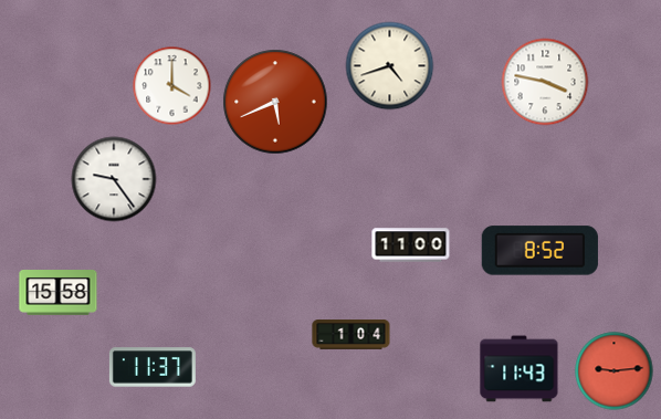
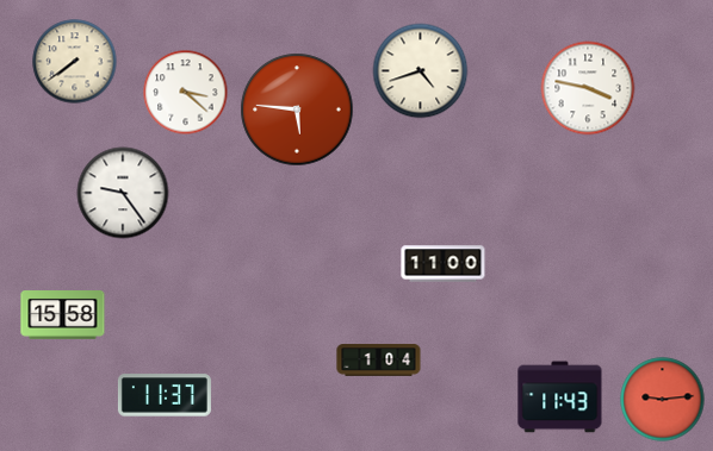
clock at (75, 62): none -> 7:39
clock at (172, 86): 4:00 -> 3:22
clock at (275, 102): 5:41 -> 5:46
clock at (539, 251): 8:52 -> none
